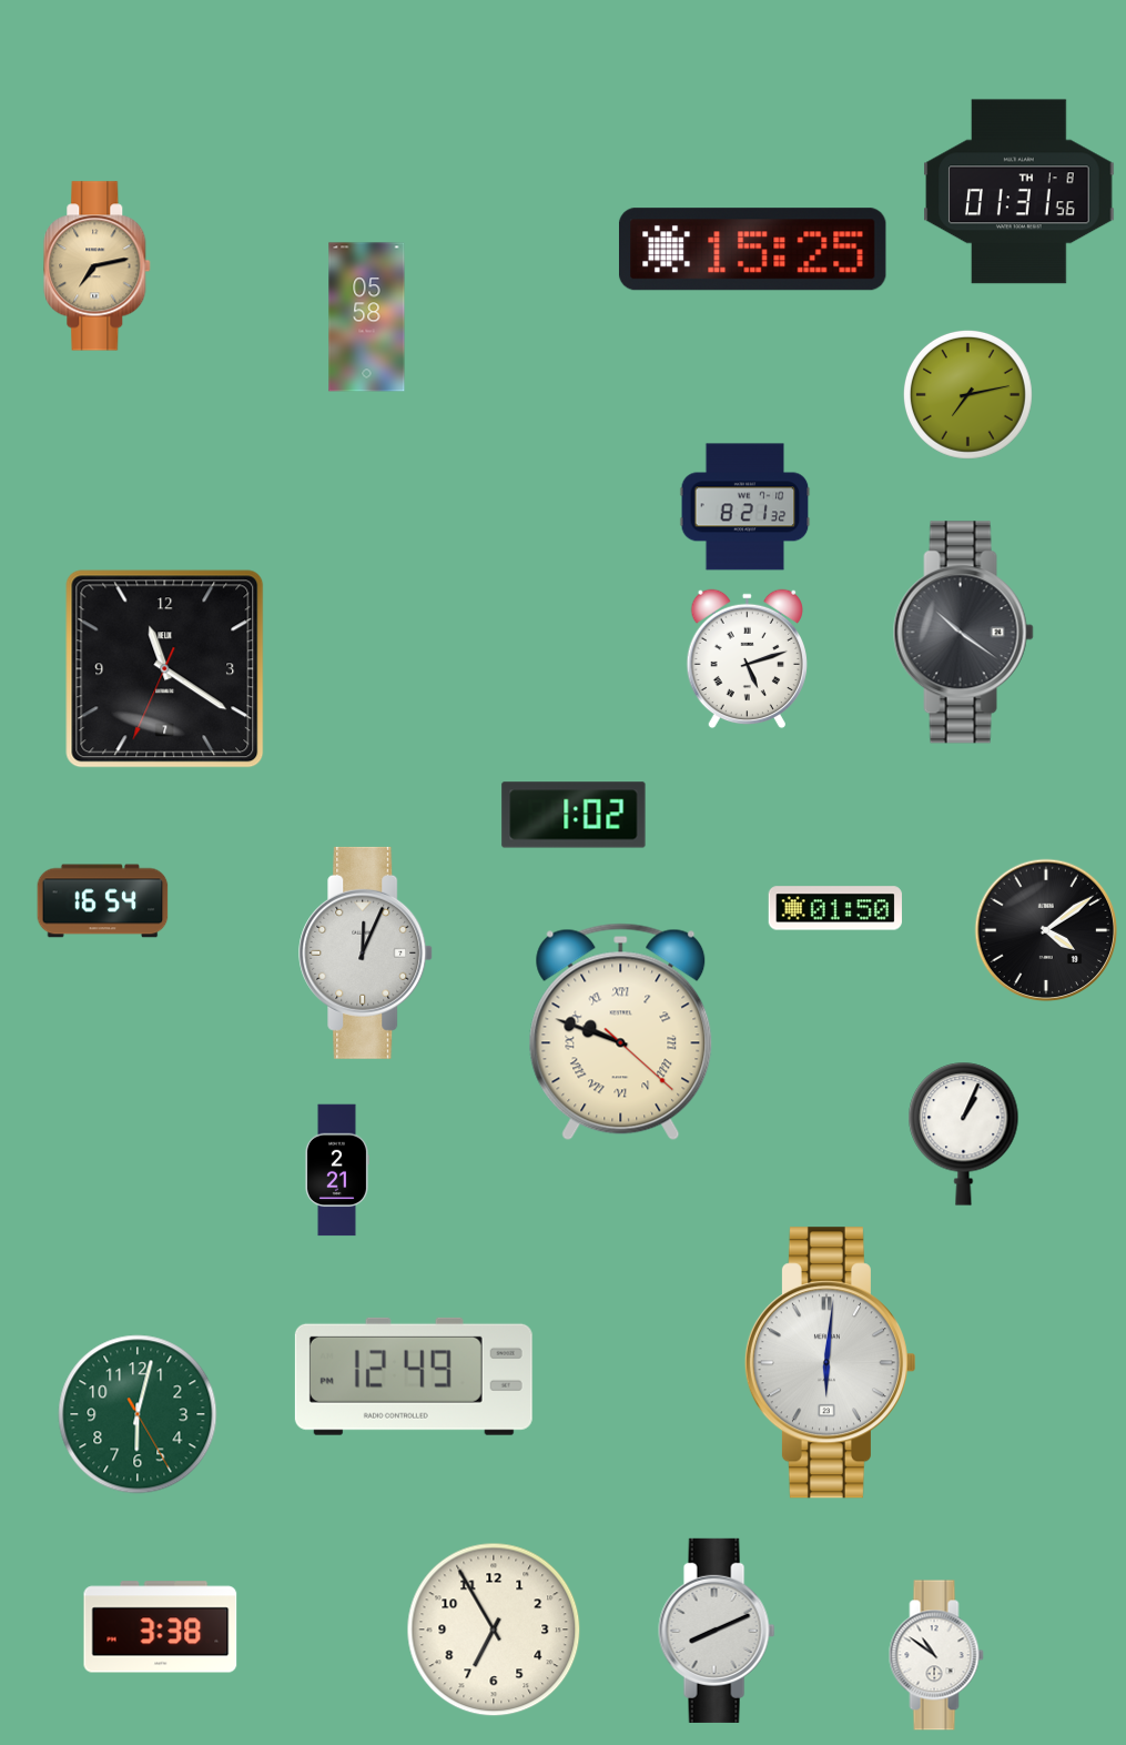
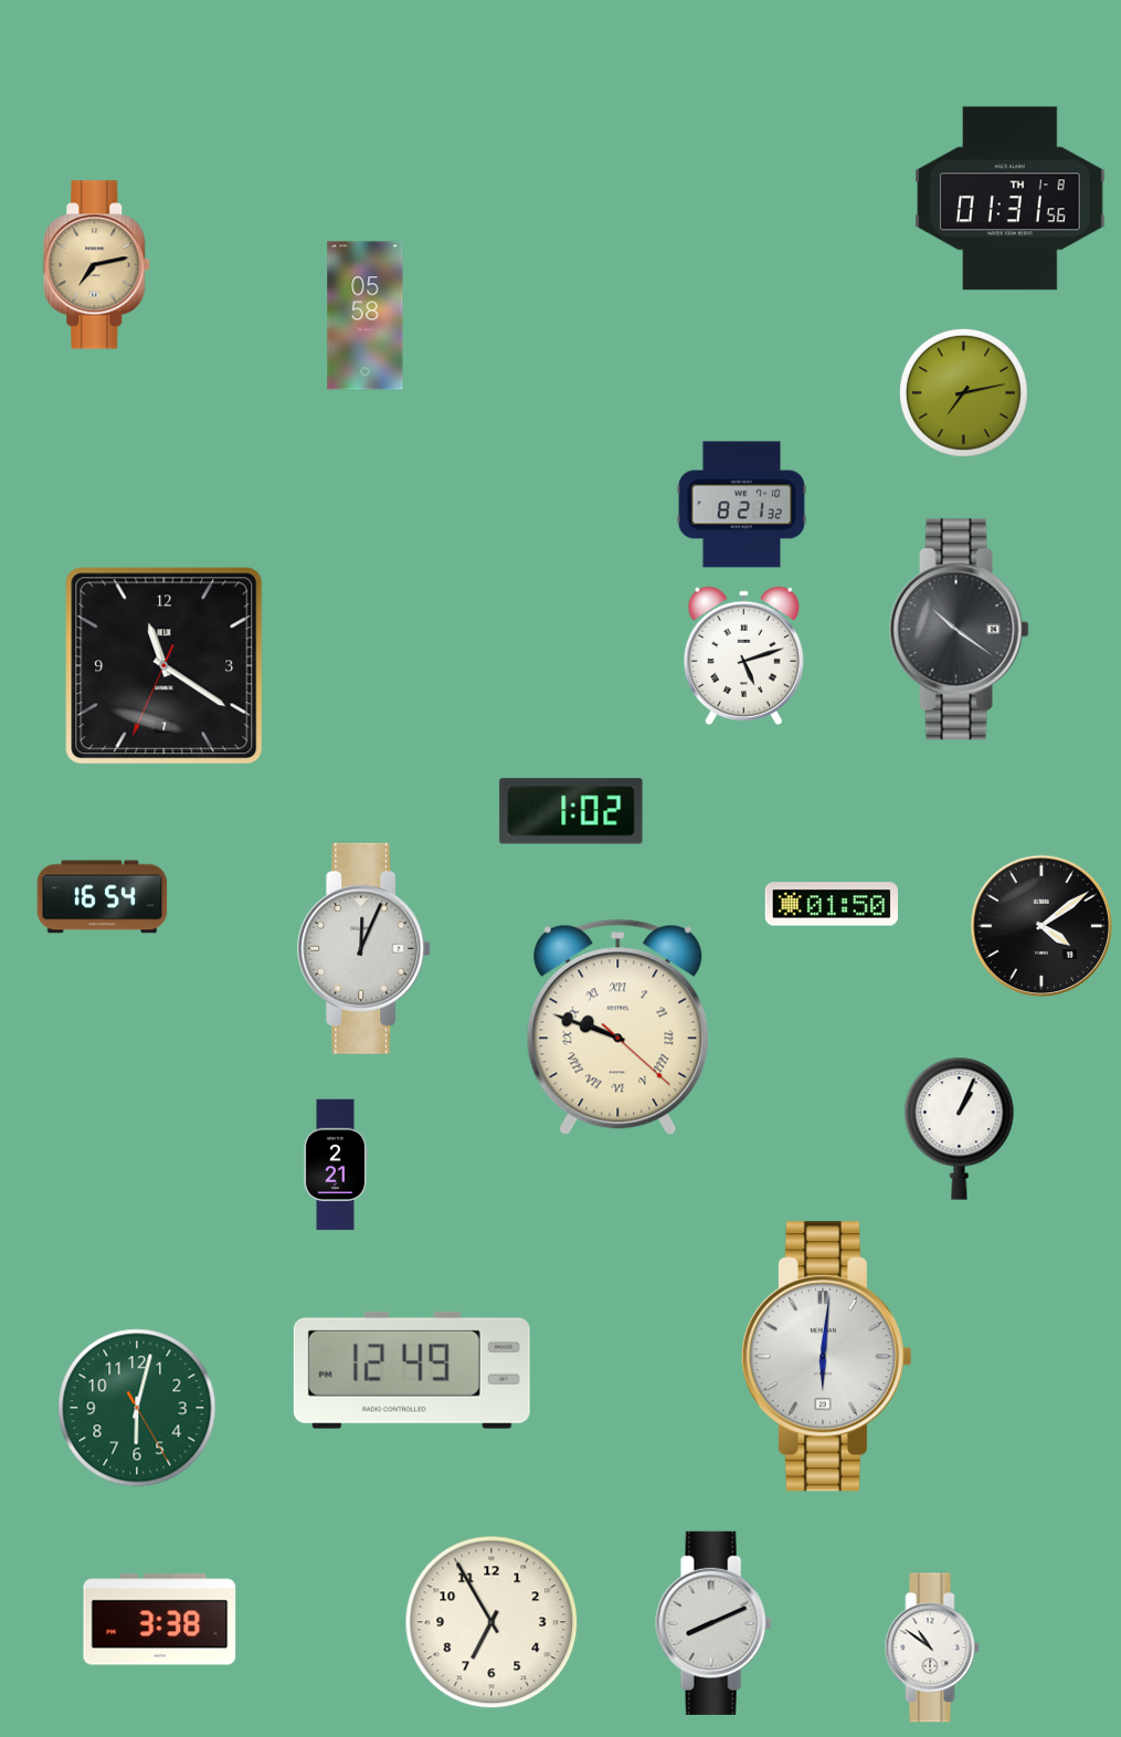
clock at (1020, 192) position: (1020, 192) -> (1011, 199)
clock at (752, 250): 15:25 -> none
